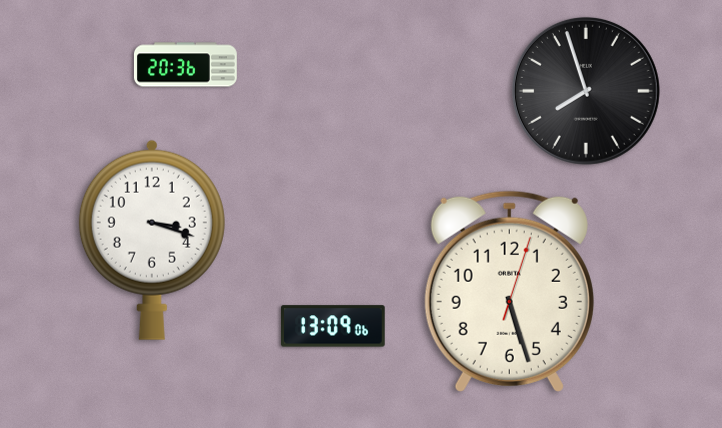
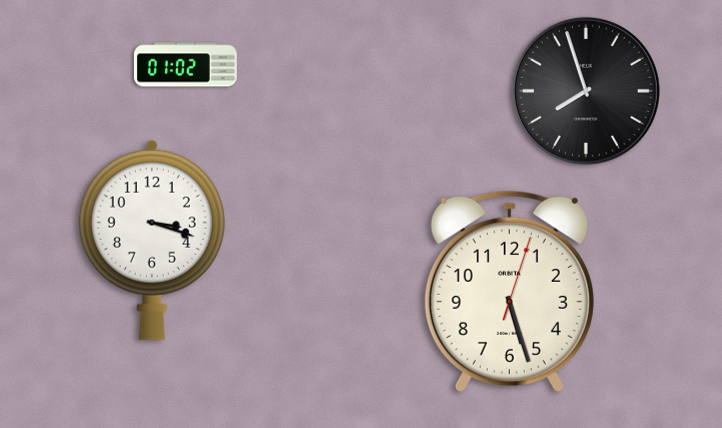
clock at (185, 65): 20:36 -> 01:02
clock at (334, 326): 13:09 -> none
